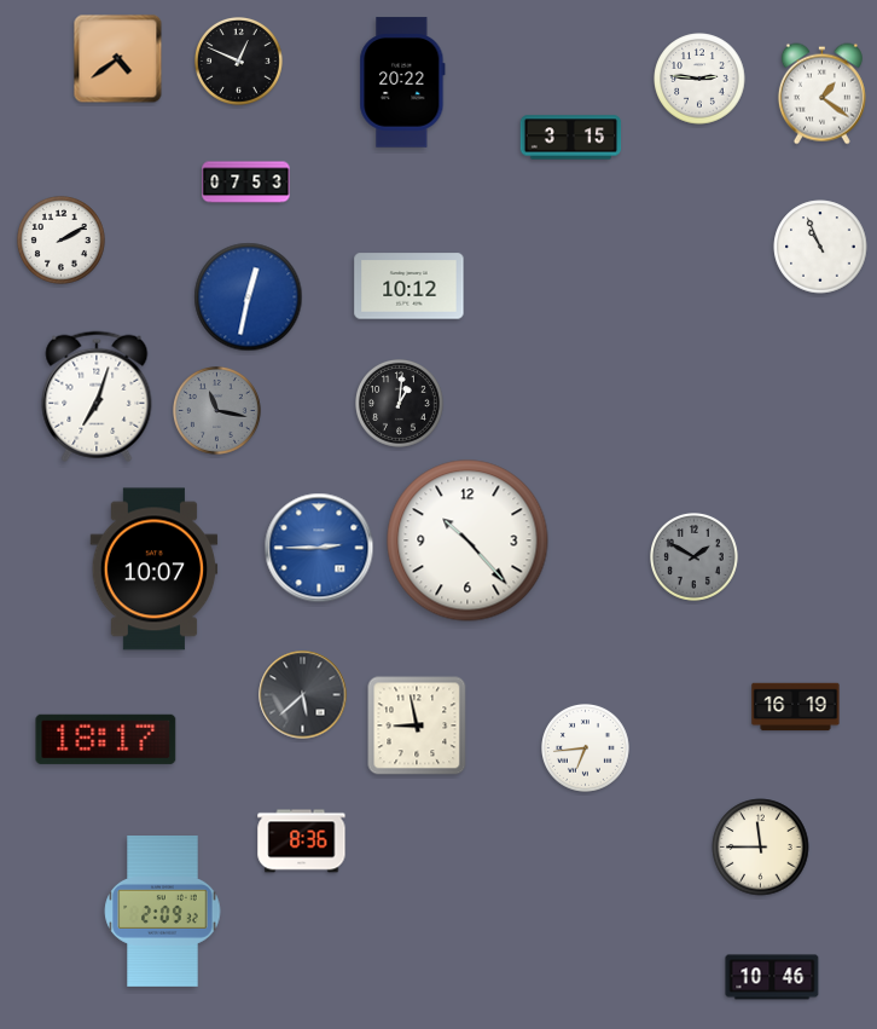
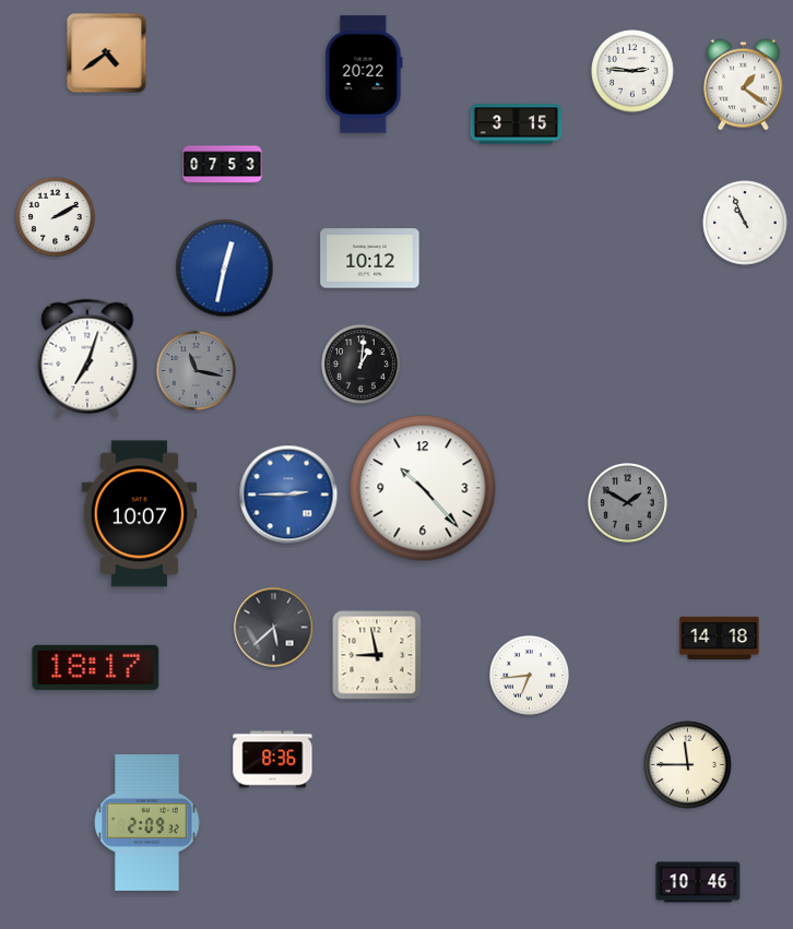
clock at (239, 62): 12:49 -> none
clock at (820, 247) position: (820, 247) -> (745, 223)
clock at (796, 707): 16:19 -> 14:18
